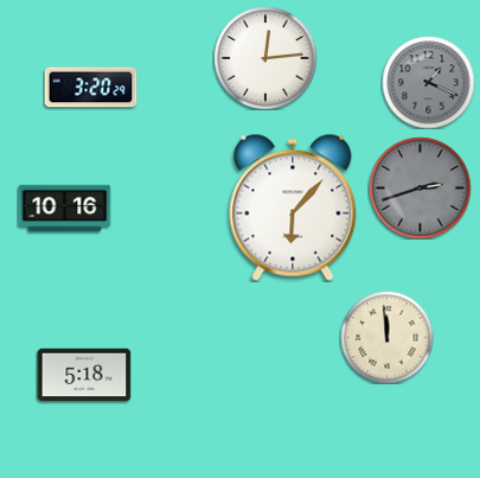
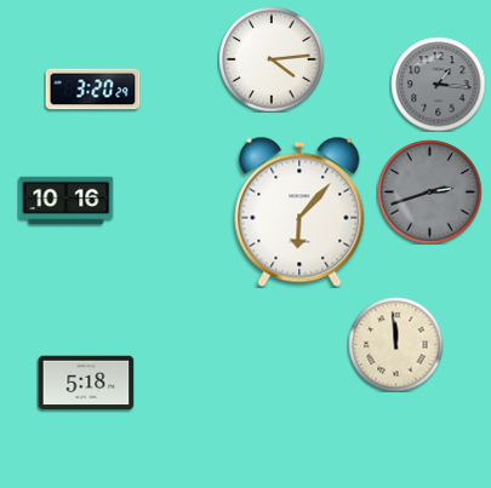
clock at (265, 58): 12:14 -> 4:14
clock at (428, 82): 1:19 -> 1:16
clock at (64, 209) position: (64, 209) -> (65, 201)
